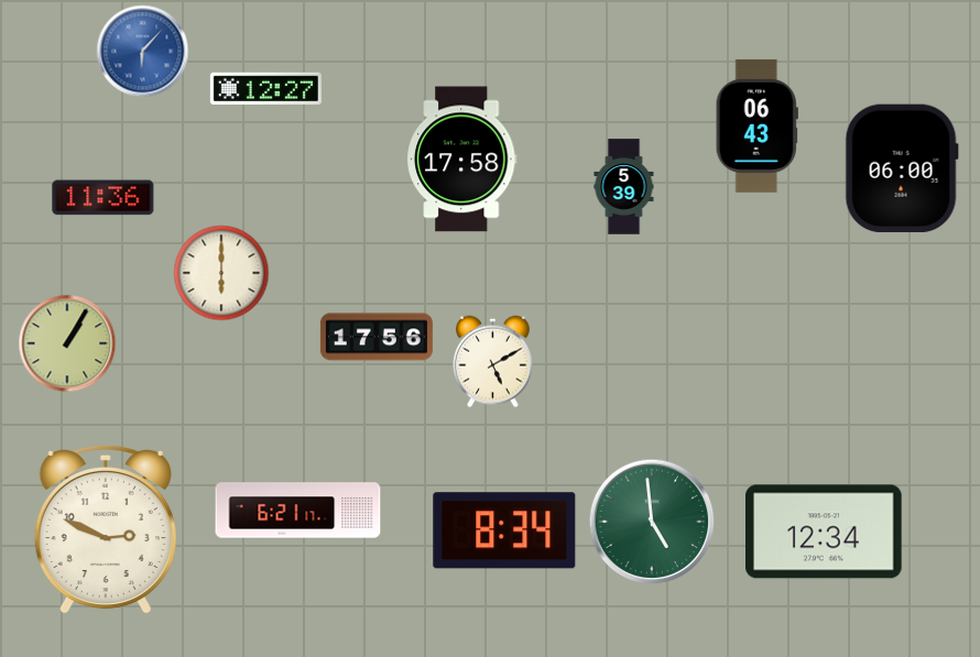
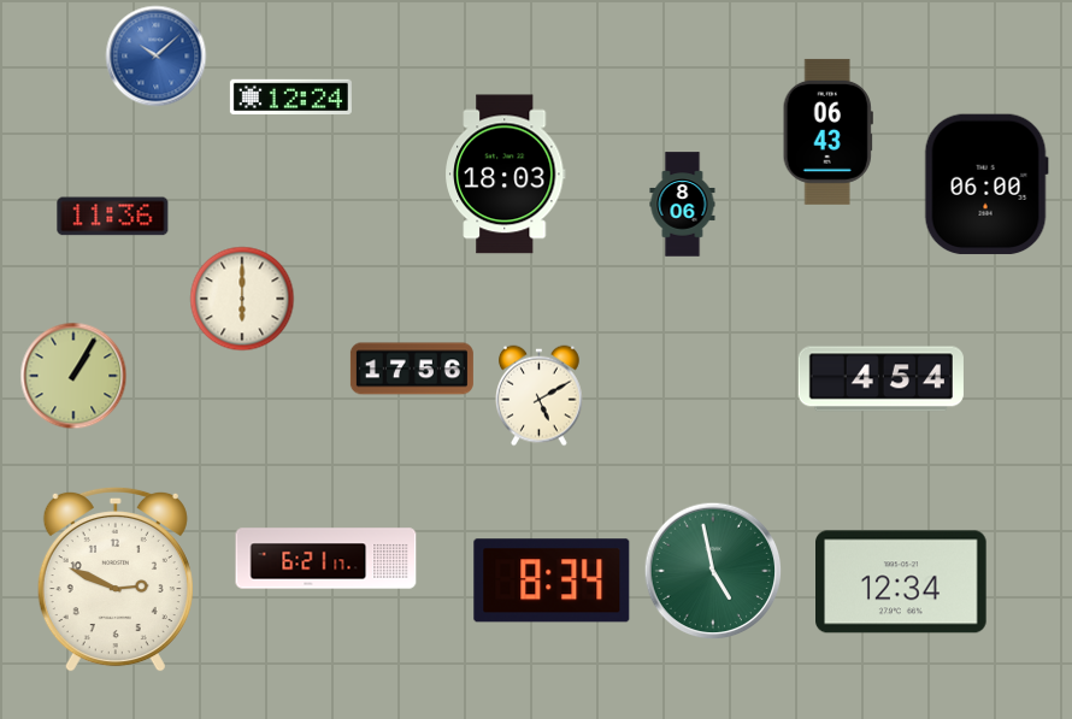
clock at (143, 52): 6:07 -> 10:08
clock at (265, 89): 12:27 -> 12:24
clock at (756, 125) position: (756, 125) -> (827, 131)
clock at (461, 160): 17:58 -> 18:03
clock at (624, 187): 5:39 -> 8:06
clock at (880, 379): none -> 4:54
clock at (652, 522): 4:59 -> 4:58
